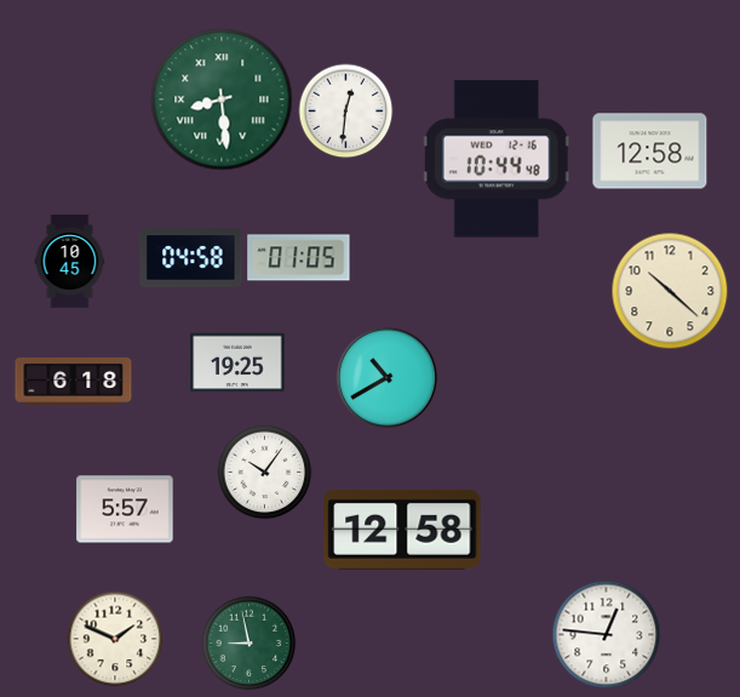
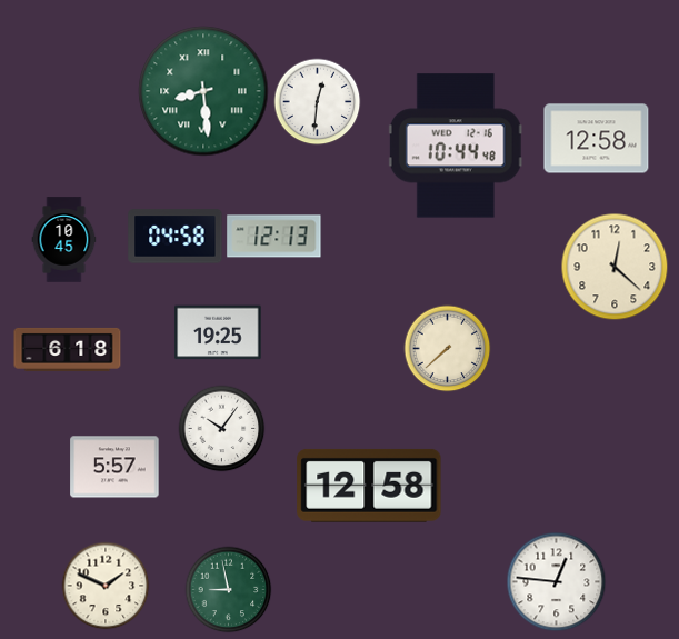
clock at (299, 258): 01:05 -> 12:13
clock at (670, 291): 10:22 -> 12:22
clock at (386, 377): 10:40 -> none
clock at (447, 348): none -> 7:38
clock at (264, 472) position: (264, 472) -> (221, 428)
